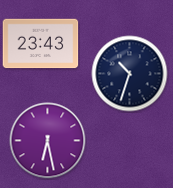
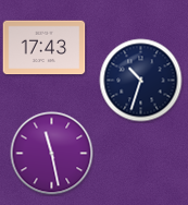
clock at (41, 44): 23:43 -> 17:43
clock at (48, 141): 6:28 -> 11:28
